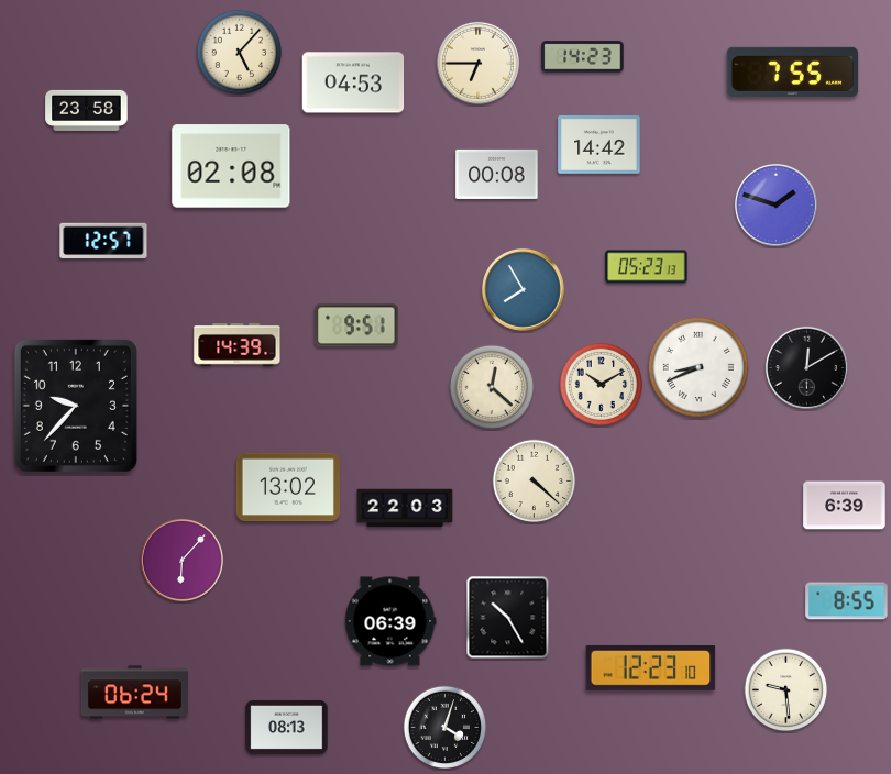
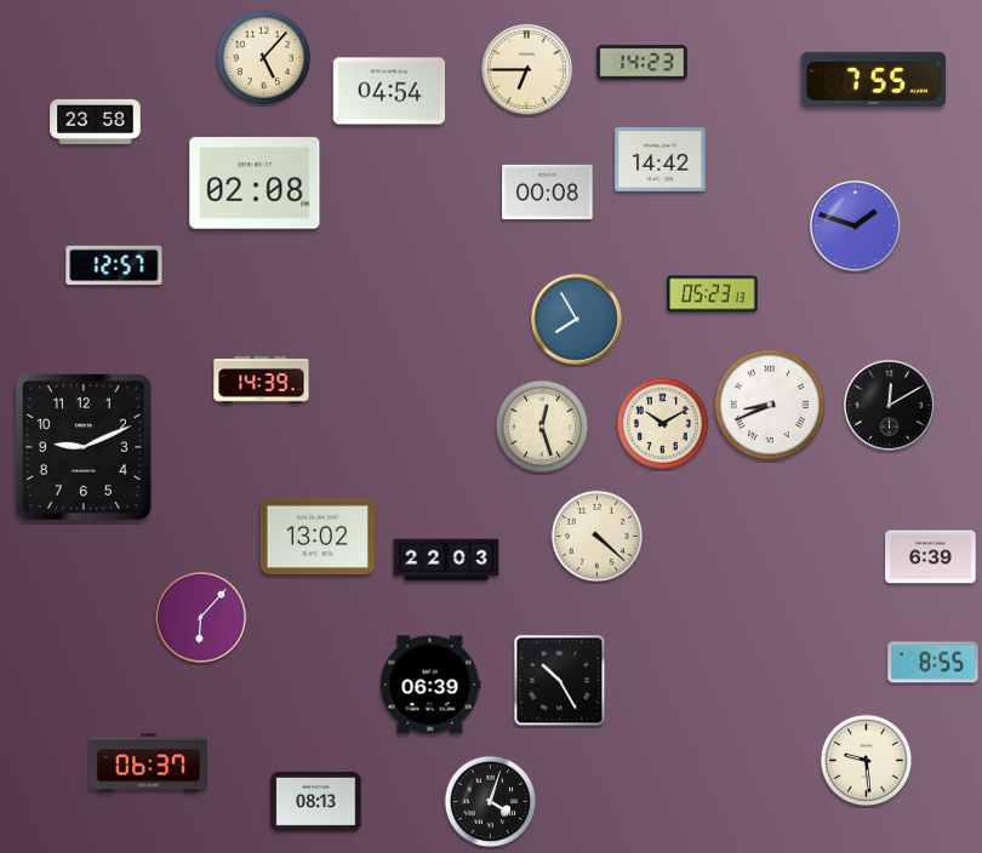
clock at (353, 82): 04:53 -> 04:54
clock at (356, 325): 9:51 -> none
clock at (492, 387): 12:22 -> 12:27
clock at (76, 406): 9:37 -> 9:11
clock at (535, 482) position: (535, 482) -> (598, 537)
clock at (651, 667): 12:23 -> none
clock at (134, 693): 06:24 -> 06:37
